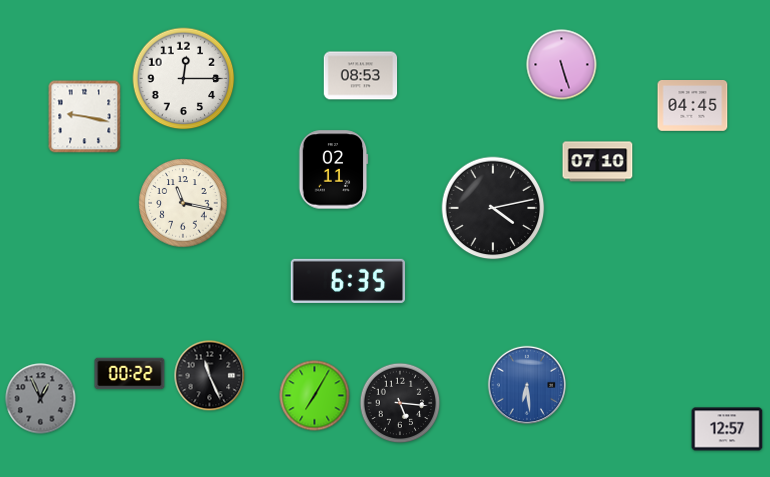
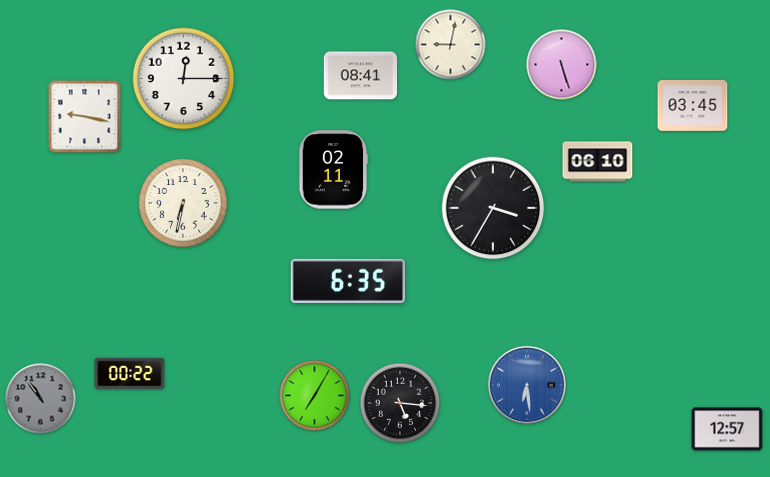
clock at (451, 45): none -> 9:02
clock at (361, 76): 08:53 -> 08:41
clock at (693, 106): 04:45 -> 03:45
clock at (598, 162): 07:10 -> 06:10
clock at (183, 203): 11:17 -> 6:32
clock at (493, 208): 4:13 -> 3:35
clock at (210, 376): 11:26 -> none
clock at (41, 399): 12:56 -> 10:54
